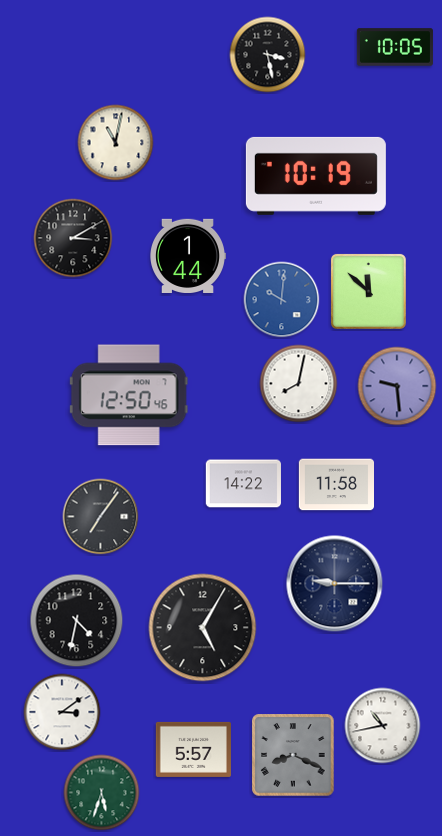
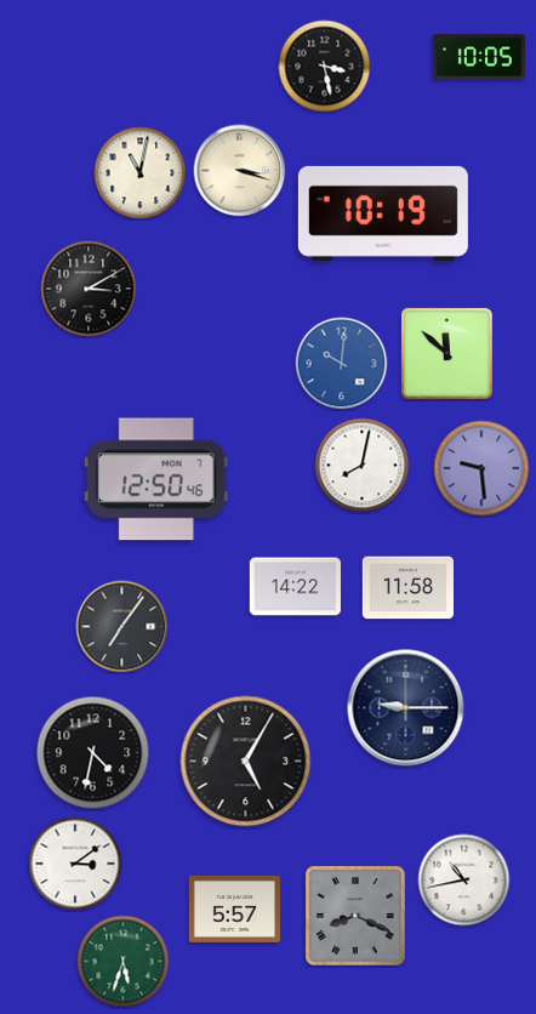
clock at (240, 171): none -> 3:18
clock at (188, 255): 1:44 -> none
